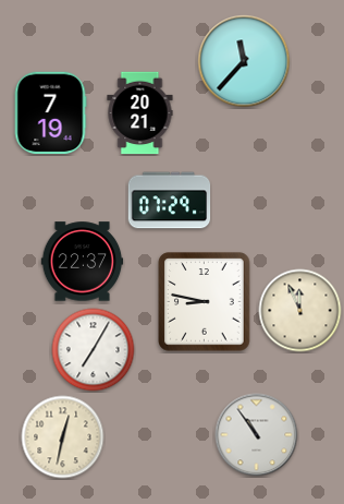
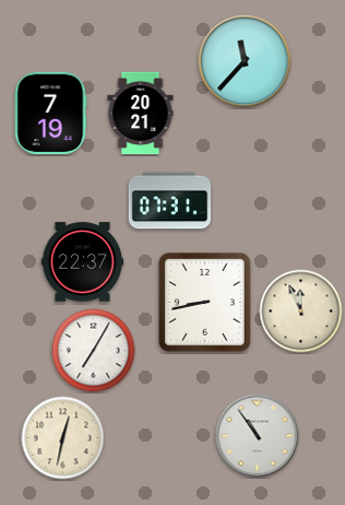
clock at (170, 201): 07:29 -> 07:31
clock at (205, 302): 8:47 -> 8:43
